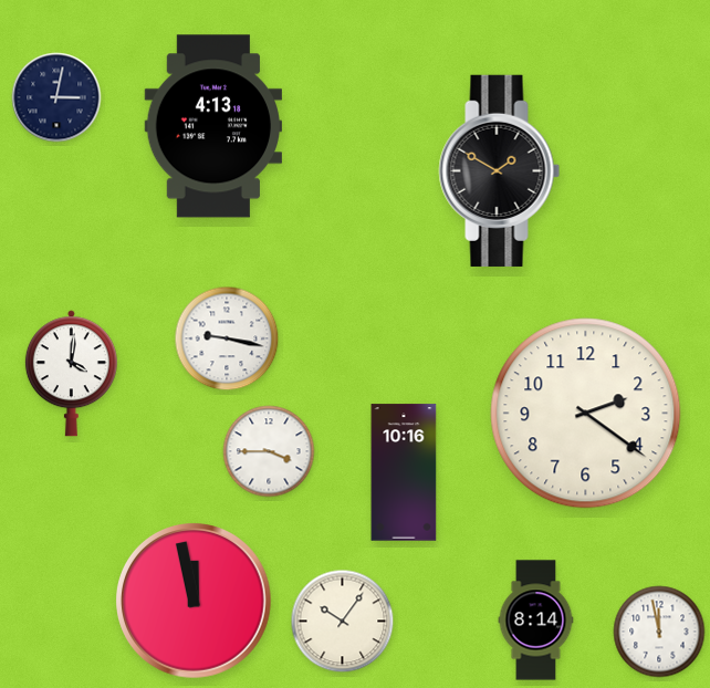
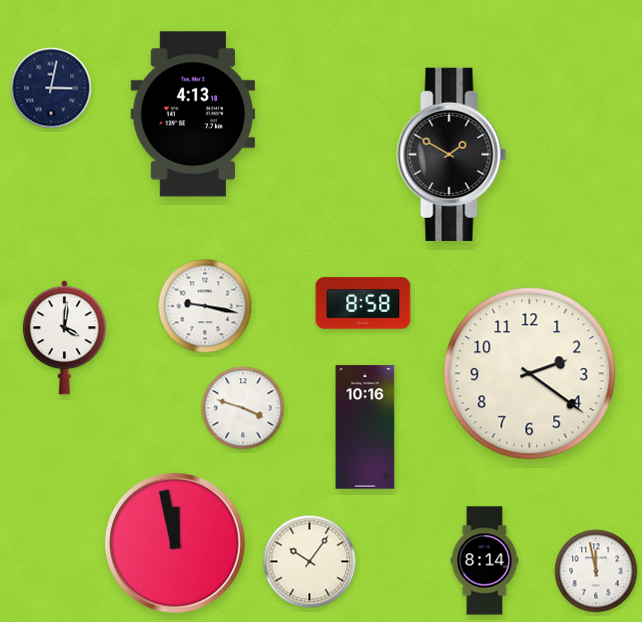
clock at (363, 303): none -> 8:58
clock at (269, 451): 3:45 -> 3:48
